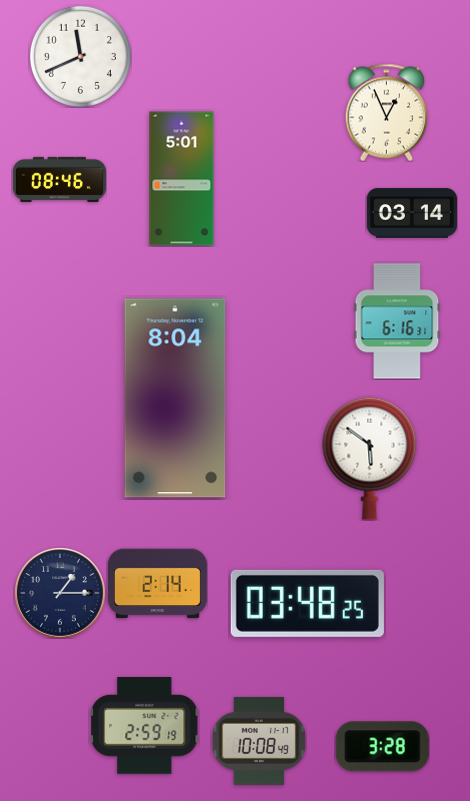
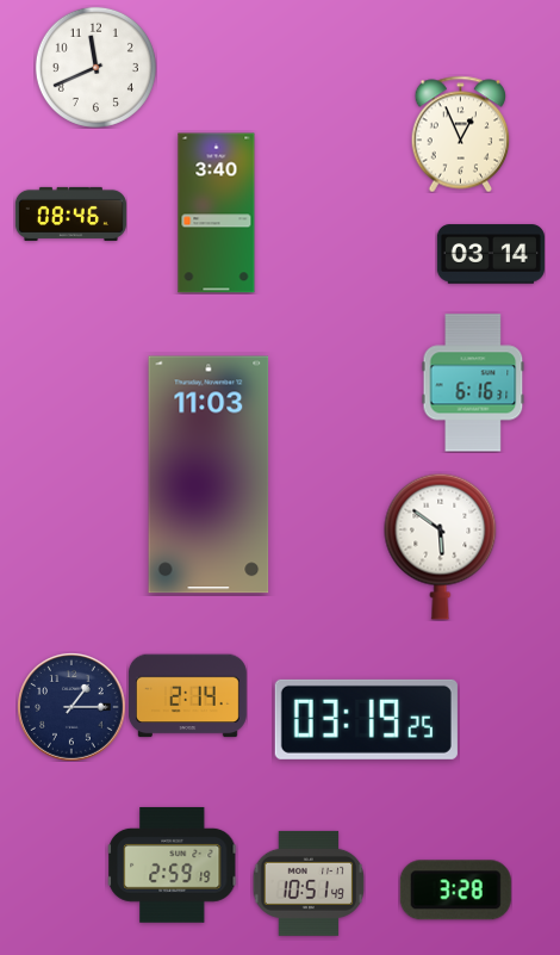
clock at (182, 179): 5:01 -> 3:40
clock at (175, 398): 8:04 -> 11:03
clock at (307, 603): 03:48 -> 03:19
clock at (259, 741): 10:08 -> 10:51
